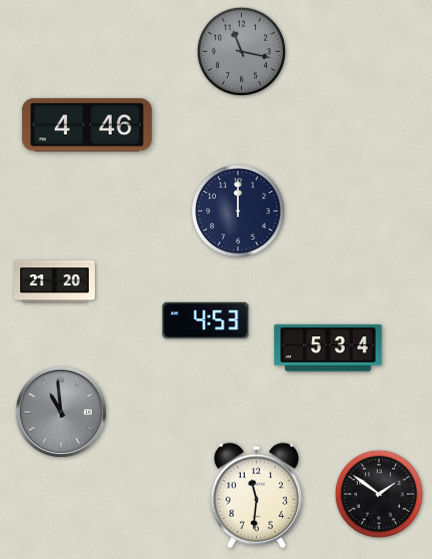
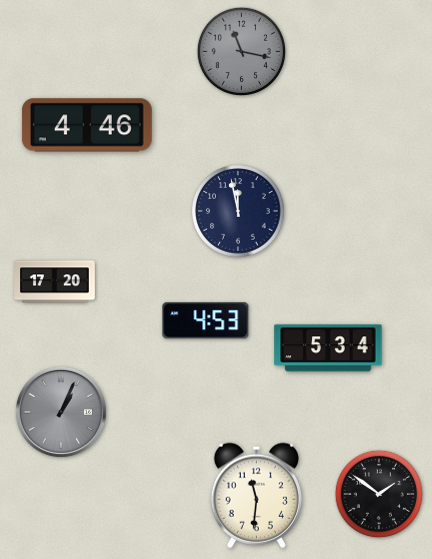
clock at (238, 211): 12:00 -> 11:58
clock at (55, 282): 21:20 -> 17:20
clock at (61, 412): 10:59 -> 1:04
